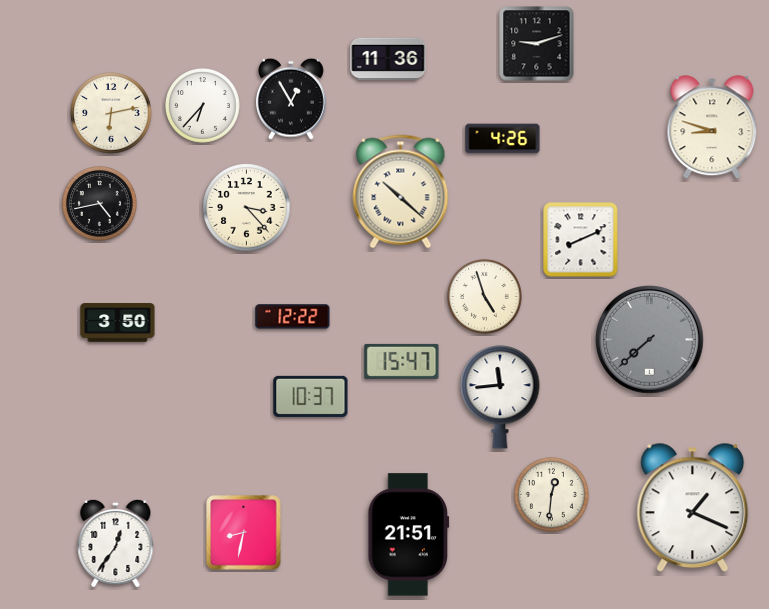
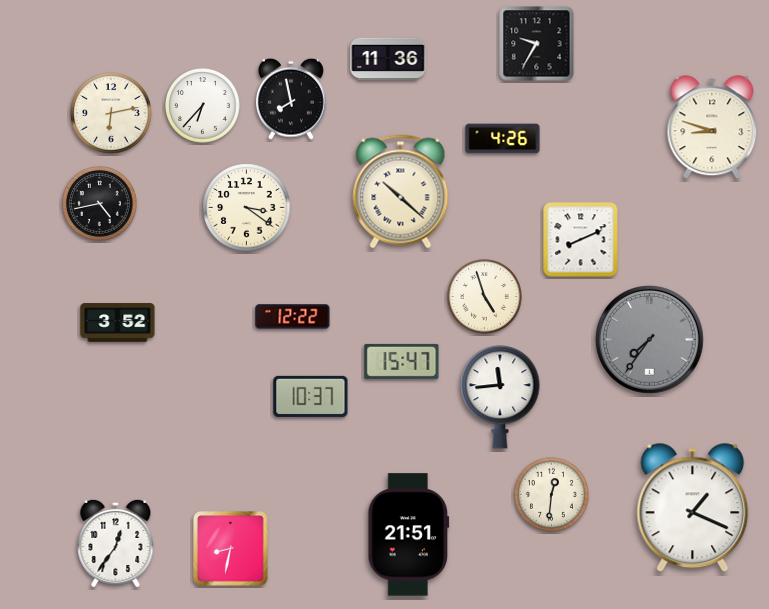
clock at (537, 44): 9:12 -> 9:35
clock at (292, 99): 12:55 -> 7:58
clock at (247, 208): 3:23 -> 3:21
clock at (118, 323): 3:50 -> 3:52
clock at (650, 340): 7:38 -> 7:36
clock at (244, 533) position: (244, 533) -> (231, 549)
